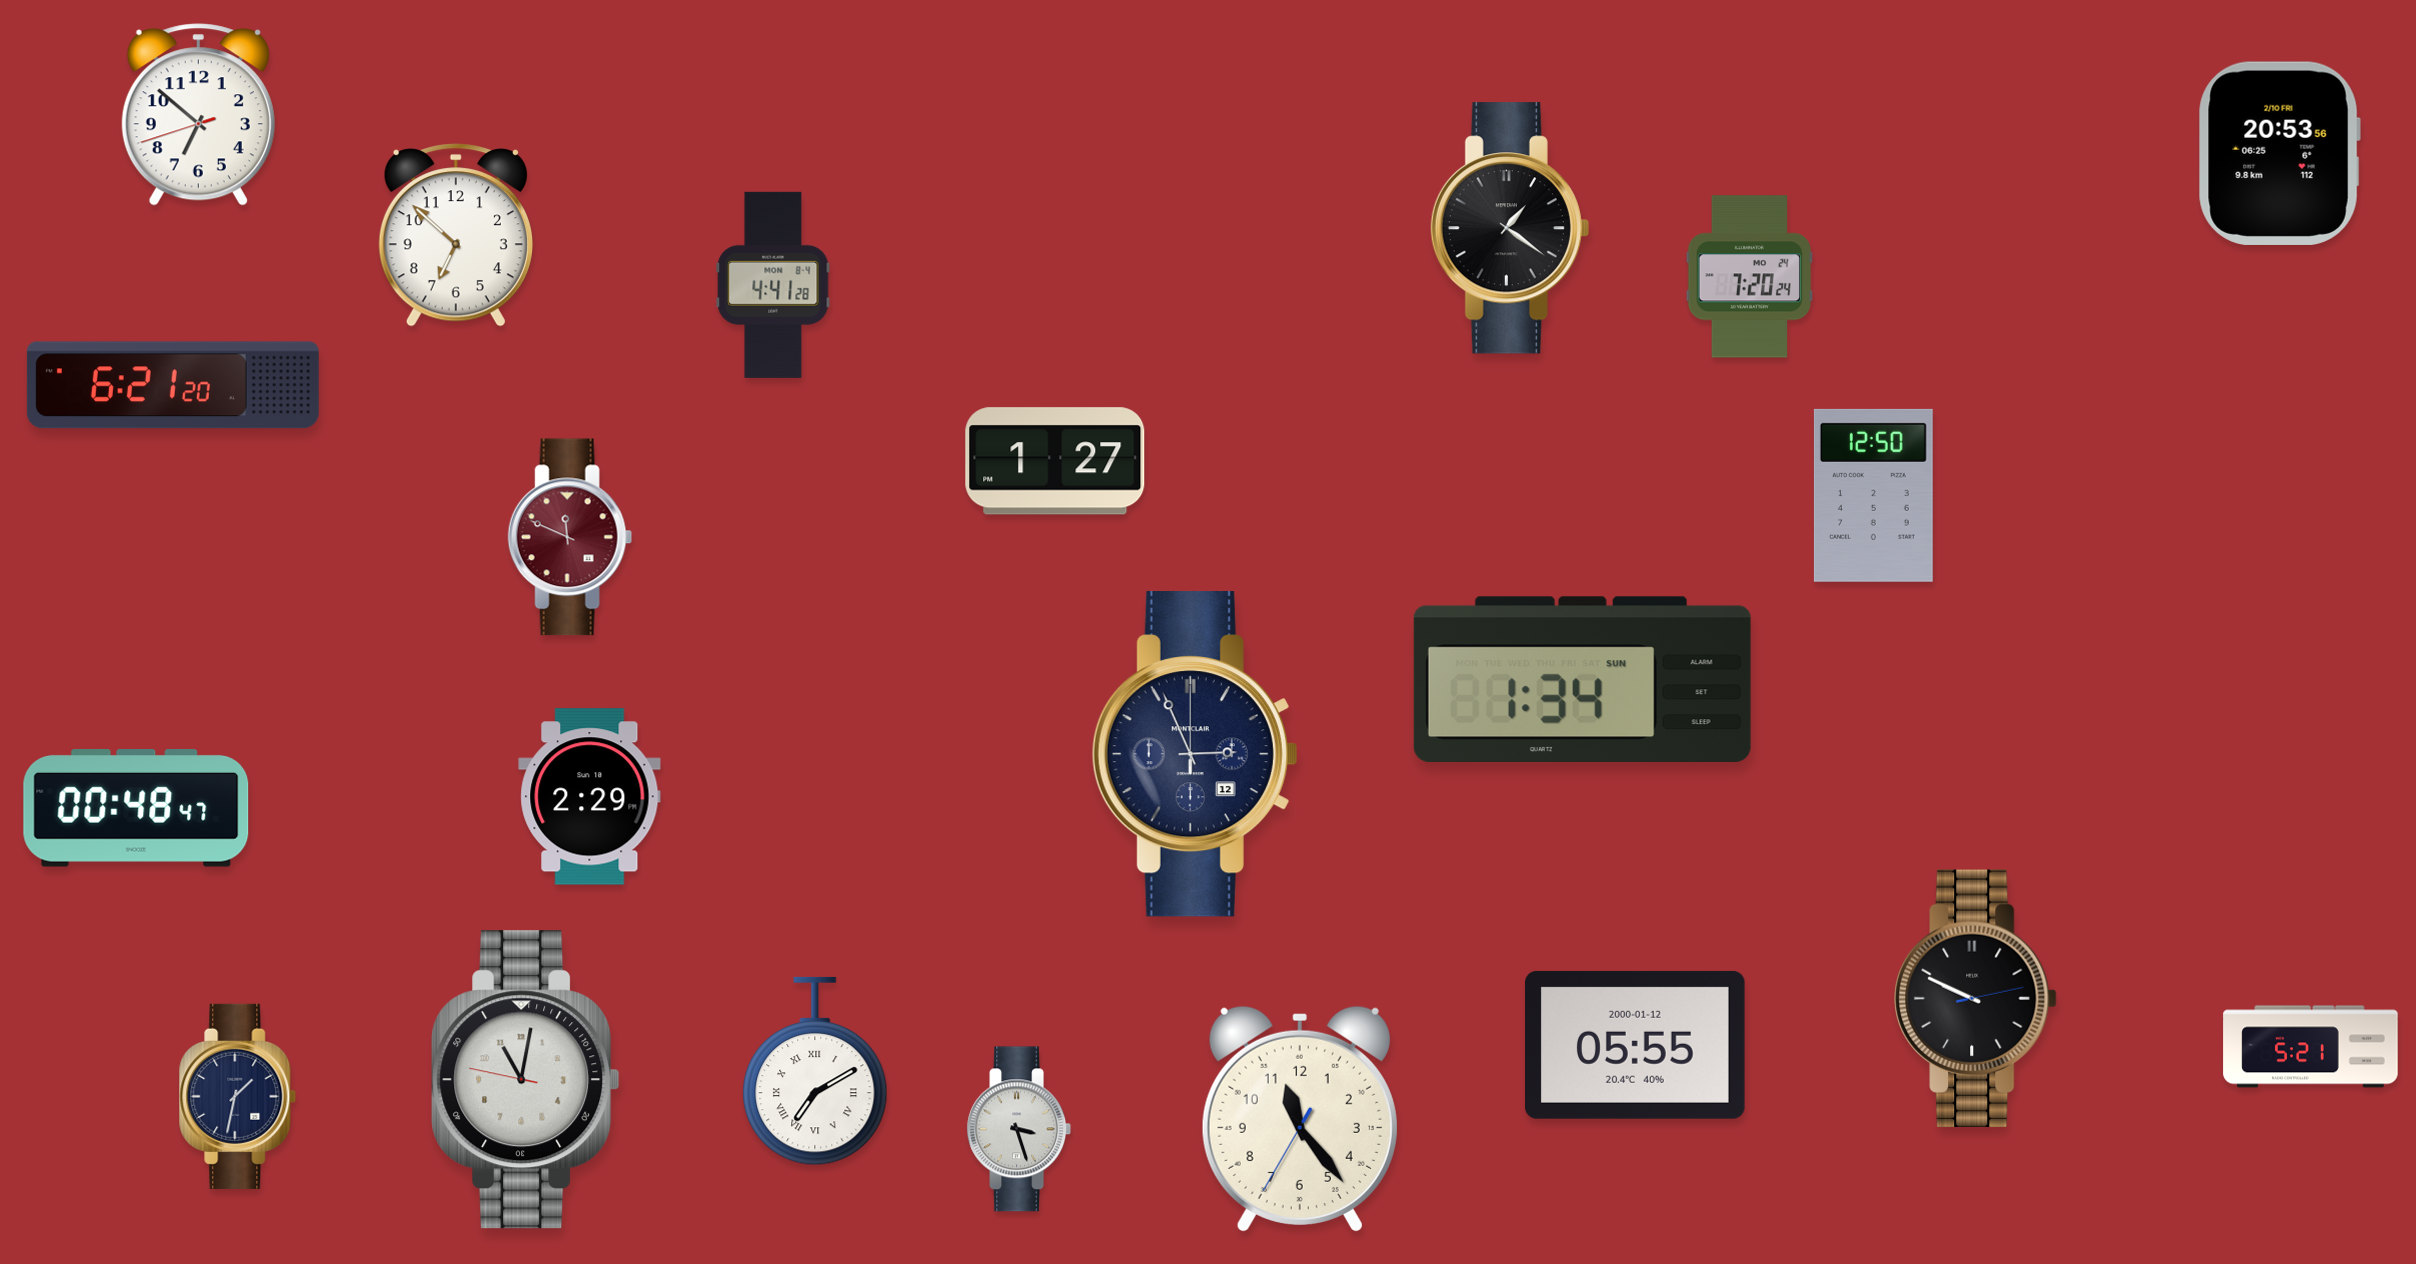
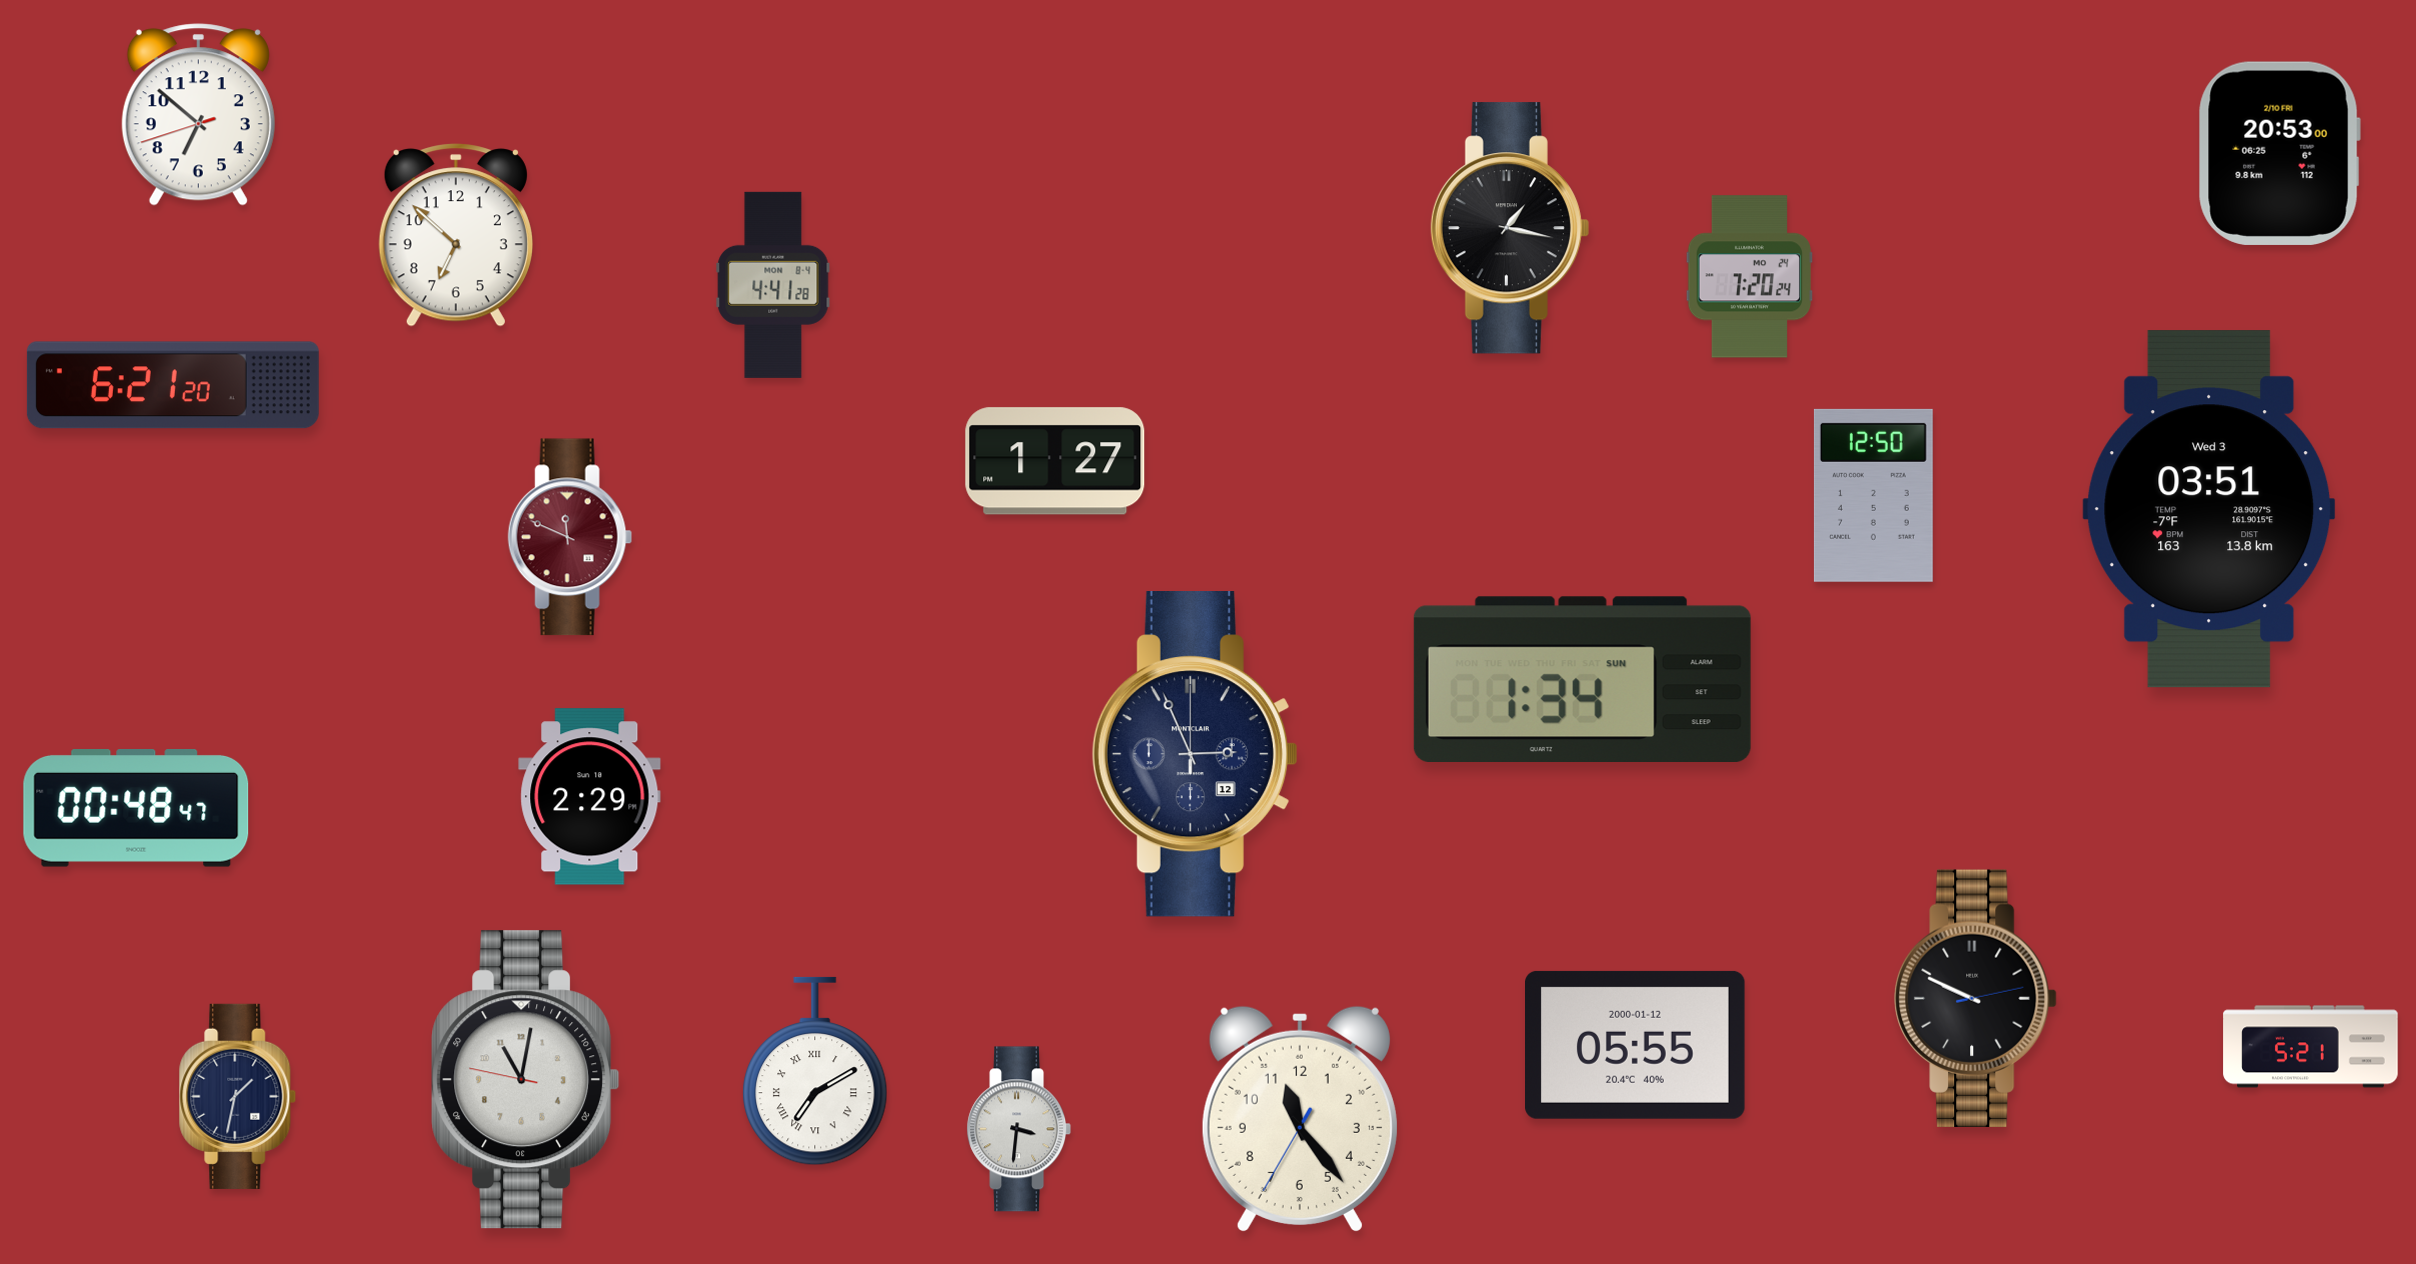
clock at (2279, 153): 20:53:56 -> 20:53:00
clock at (1510, 228): 1:21 -> 1:17
clock at (2209, 509): none -> 03:51
clock at (1019, 1129): 3:27 -> 3:31
